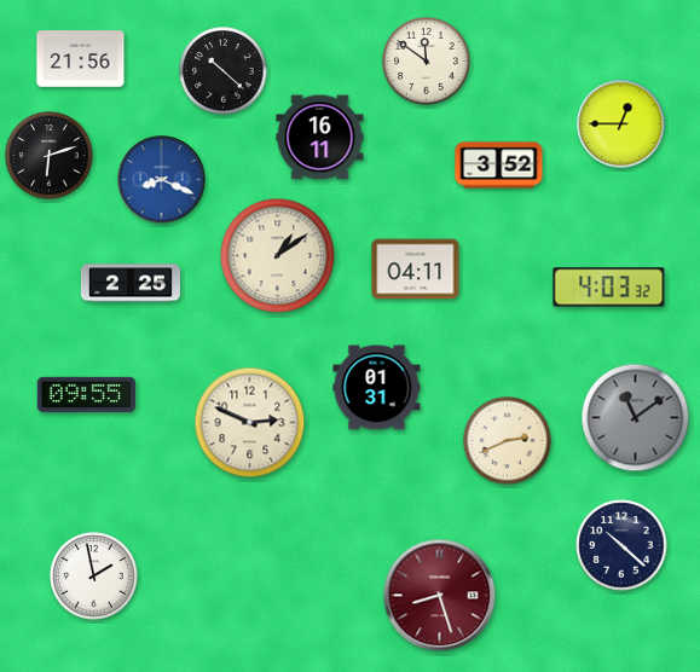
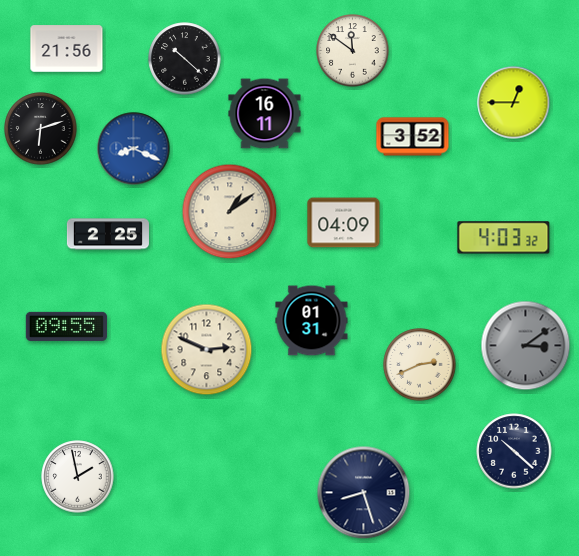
clock at (416, 270): 04:11 -> 04:09
clock at (86, 394) position: (86, 394) -> (66, 326)
clock at (636, 418): 11:09 -> 3:09
clock at (440, 596) dial: burgundy -> navy
